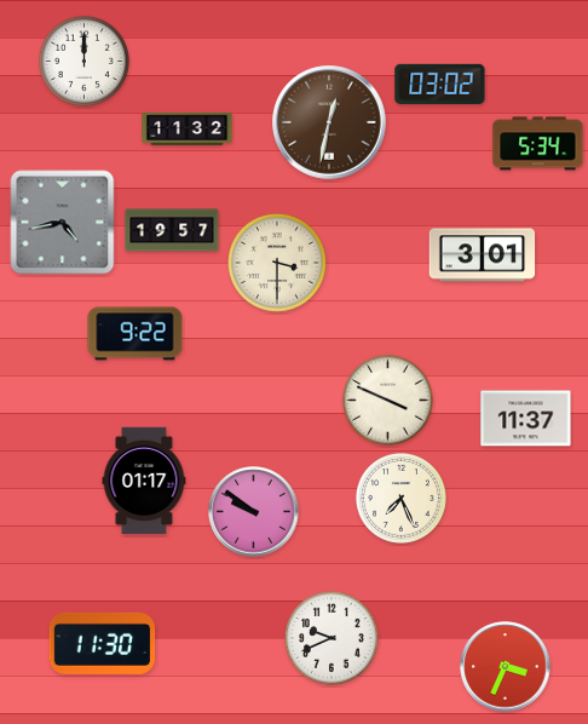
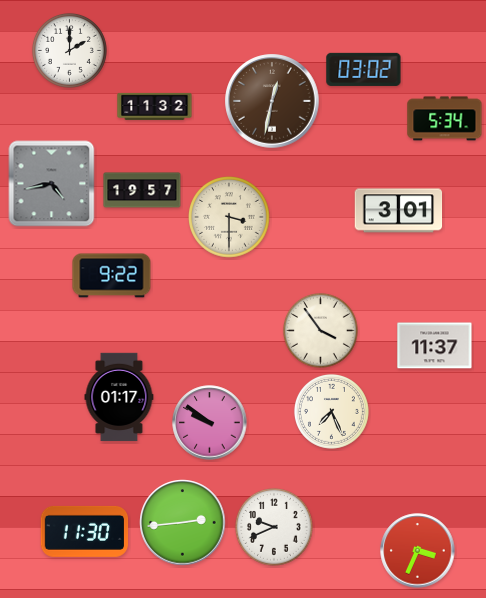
clock at (83, 61): 12:00 -> 2:00
clock at (387, 400): 3:49 -> 3:54
clock at (183, 523): none -> 2:44
